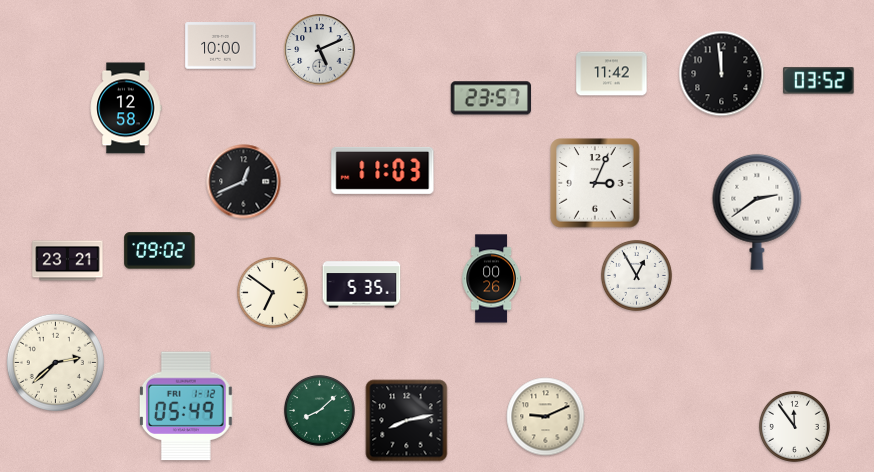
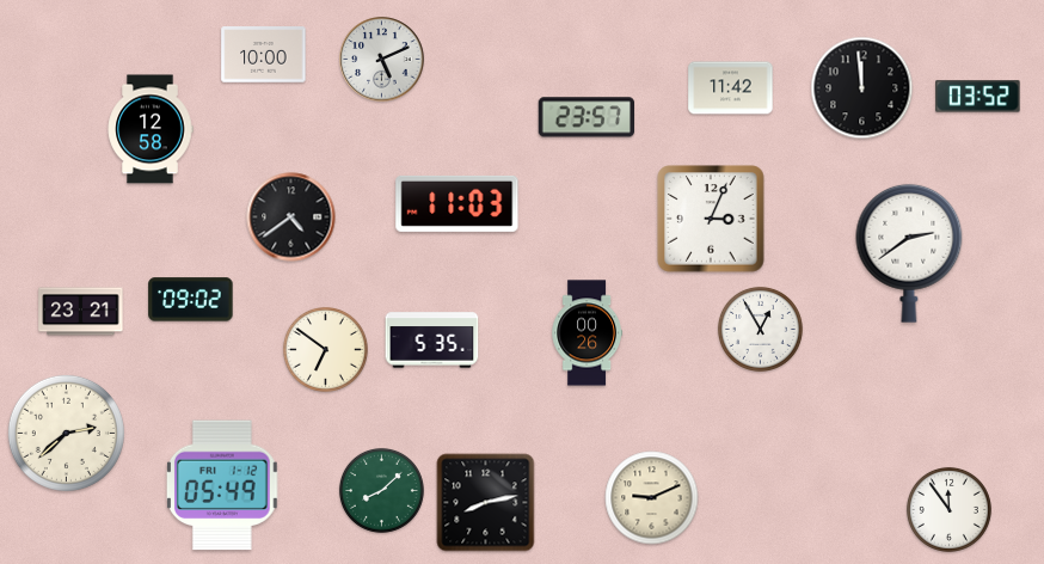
clock at (244, 182): 12:41 -> 4:39
clock at (757, 212) position: (757, 212) -> (909, 253)
